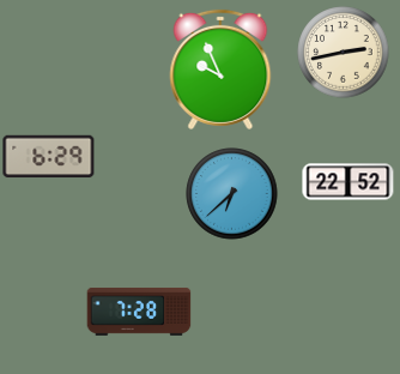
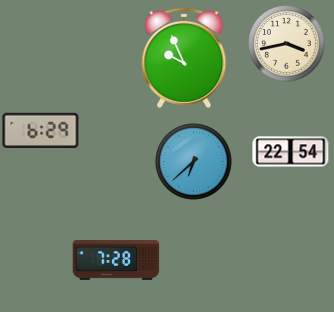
clock at (344, 53): 2:43 -> 3:43
clock at (349, 182): 22:52 -> 22:54
